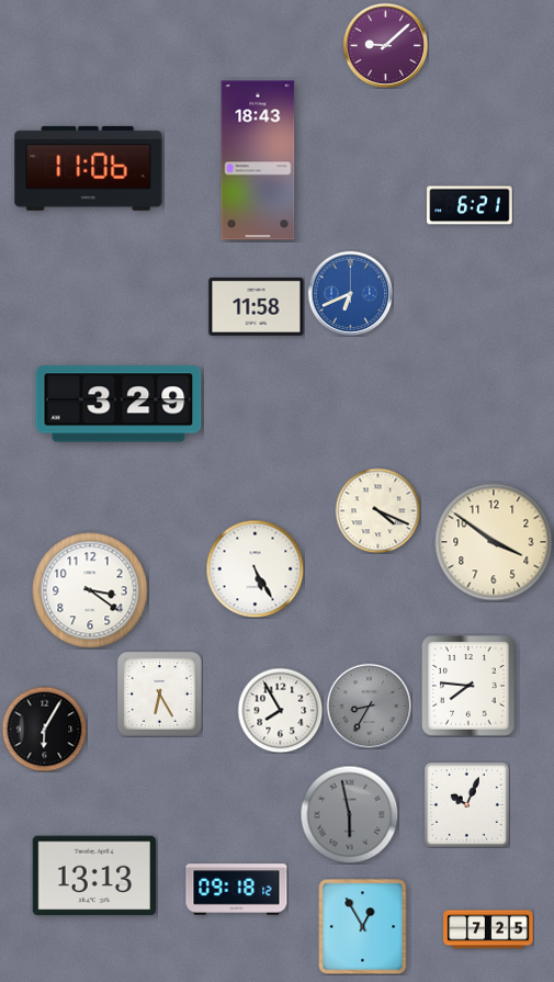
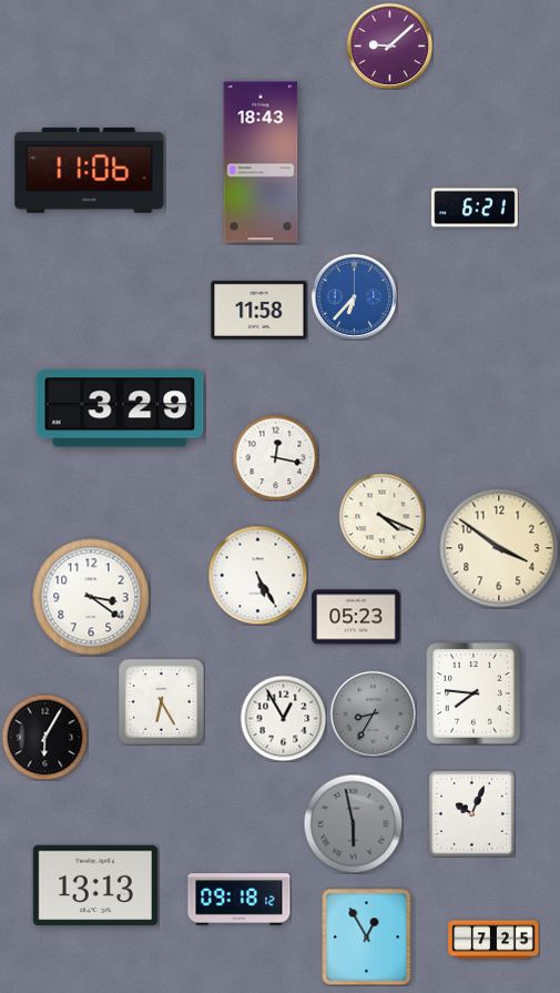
clock at (350, 293): 6:41 -> 6:37
clock at (275, 457): none -> 12:17
clock at (356, 617): none -> 05:23
clock at (280, 710): 7:55 -> 12:55
